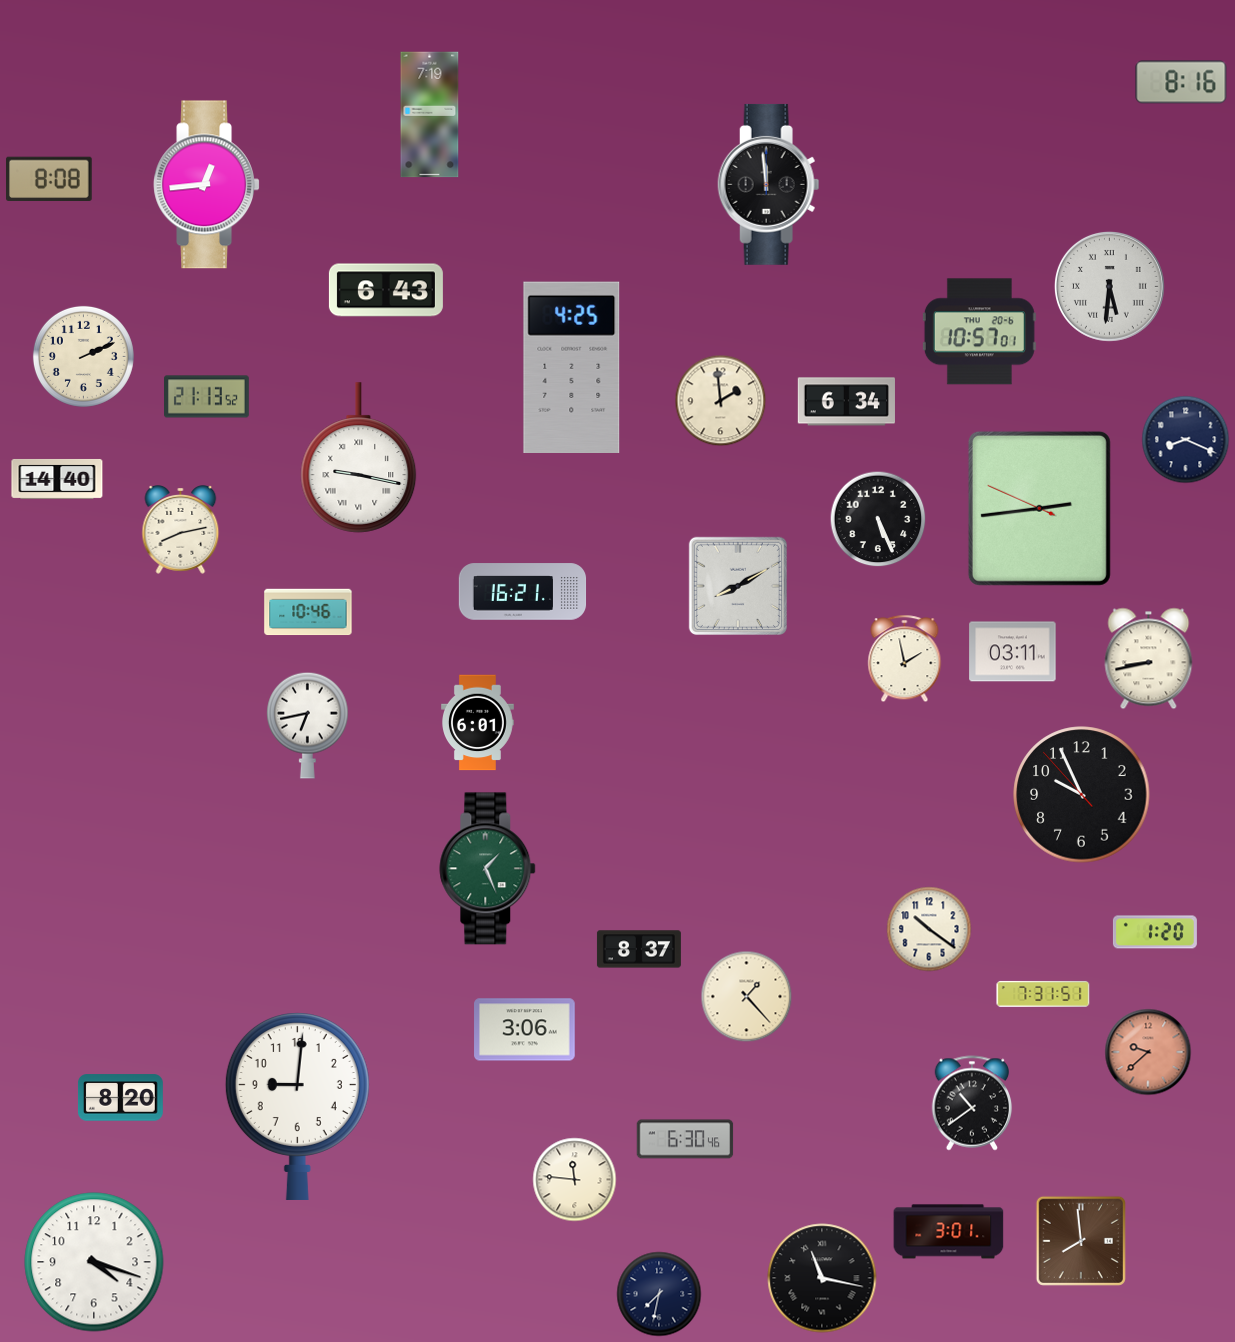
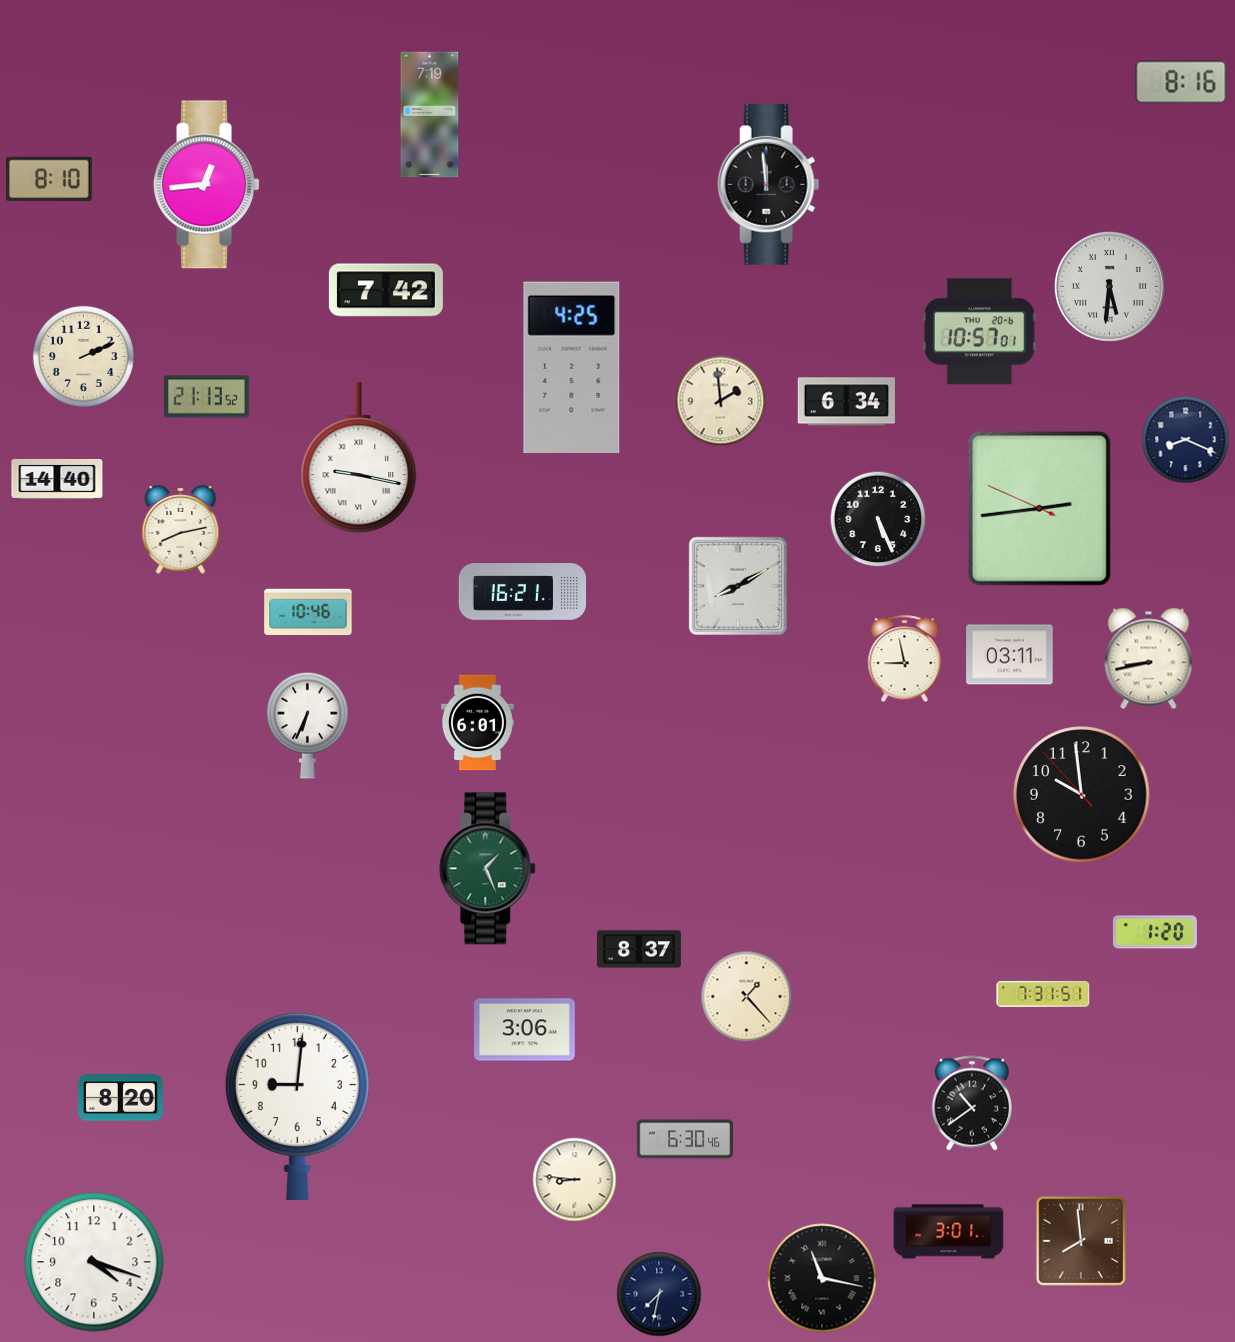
clock at (50, 179): 8:08 -> 8:10
clock at (386, 290): 6:43 -> 7:42
clock at (1013, 652) position: (1013, 652) -> (1010, 655)
clock at (905, 659): 1:58 -> 8:58
clock at (308, 725): 6:43 -> 6:34
clock at (1082, 795): 9:55 -> 9:58
clock at (929, 929): 10:21 -> none
clock at (1148, 1052): 9:38 -> none
clock at (575, 1180): 11:46 -> 8:46
